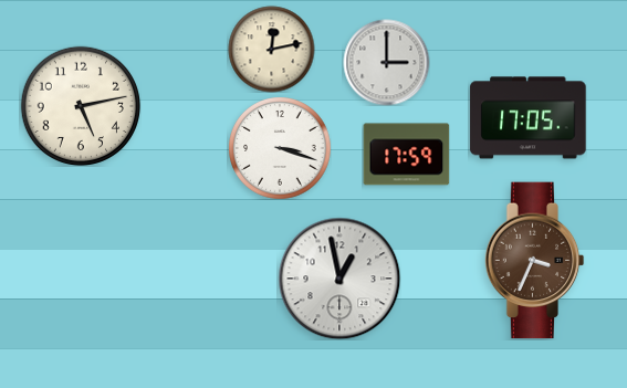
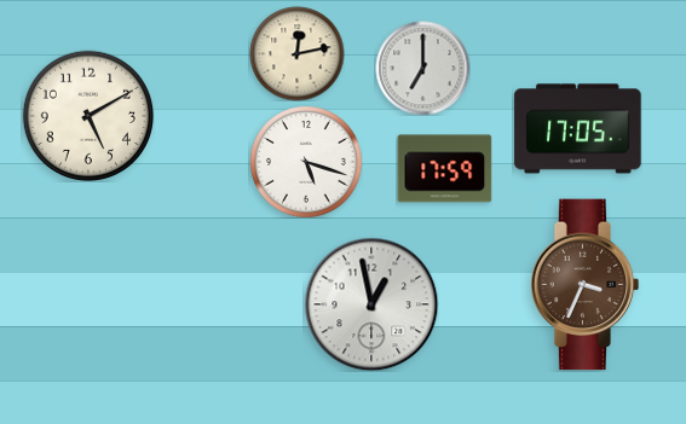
clock at (386, 62): 3:00 -> 7:00
clock at (80, 105): 5:13 -> 5:10
clock at (280, 148): 3:18 -> 5:18
